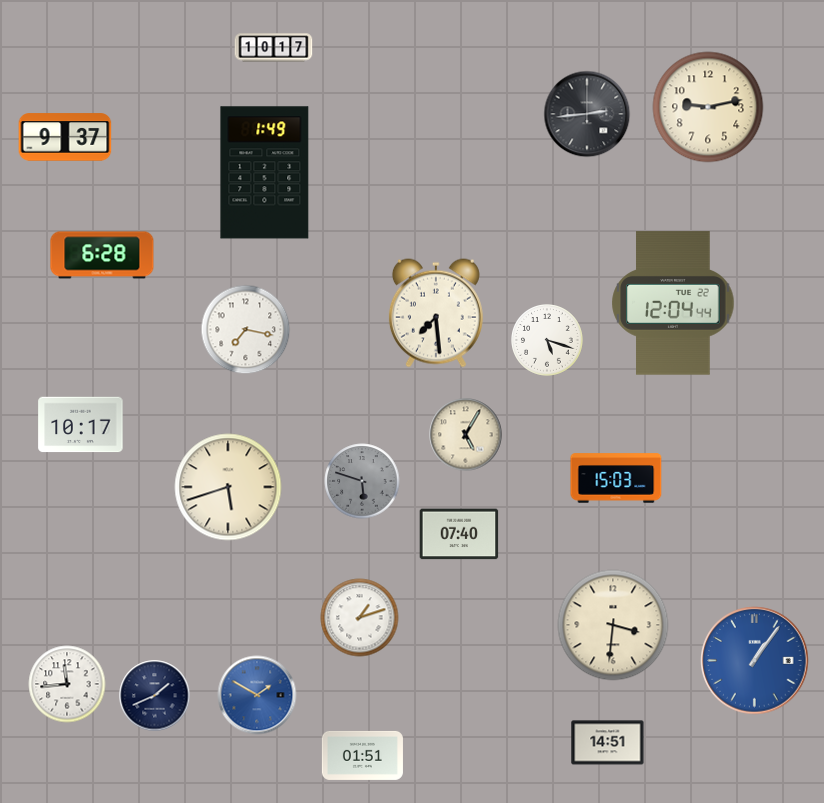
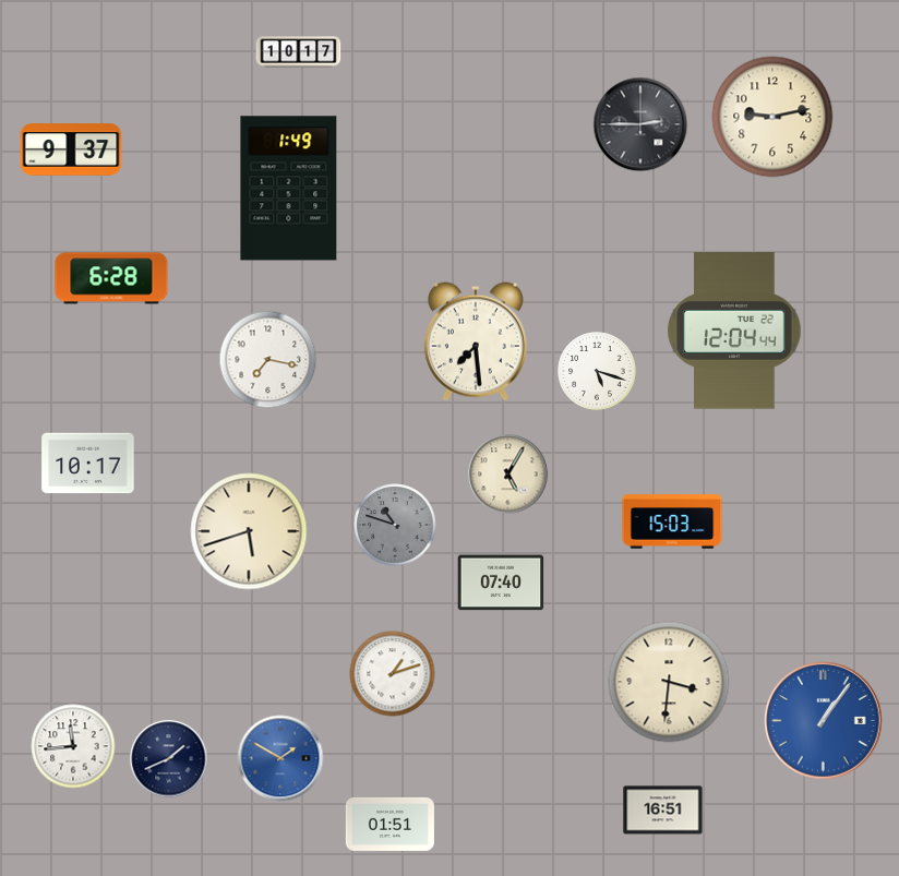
clock at (587, 114): 2:44 -> 2:45
clock at (362, 481): 5:48 -> 10:48
clock at (608, 743): 14:51 -> 16:51
clock at (362, 755) position: (362, 755) -> (389, 824)
